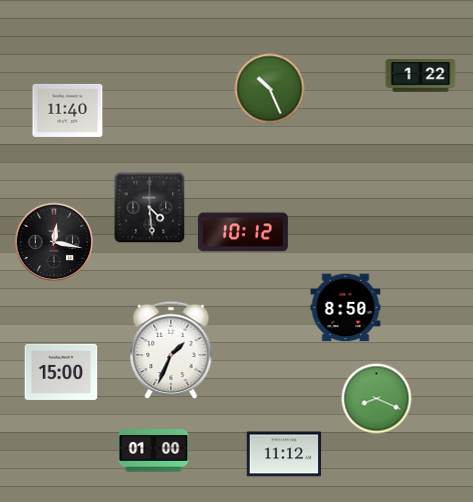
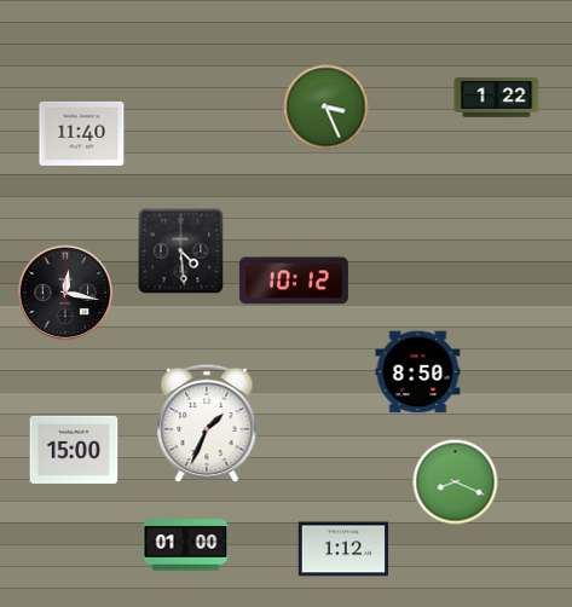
clock at (421, 76) position: (421, 76) -> (497, 98)
clock at (270, 89): 10:26 -> 3:26
clock at (284, 454): 11:12 -> 1:12
